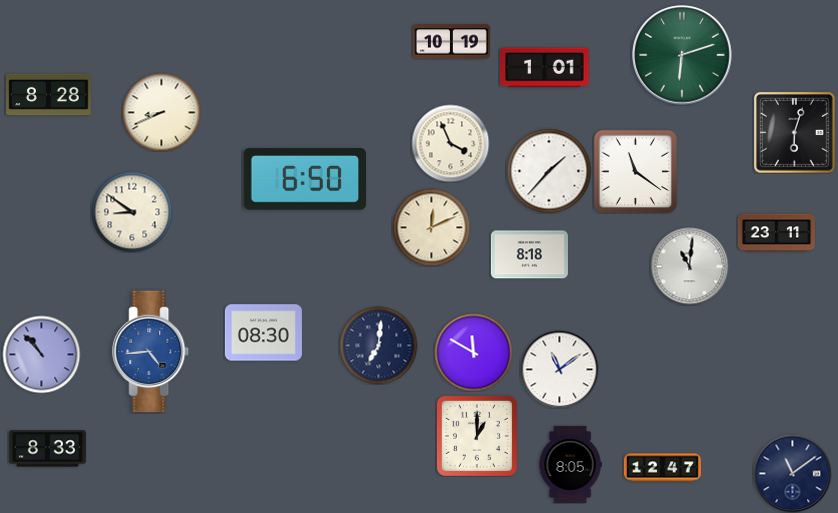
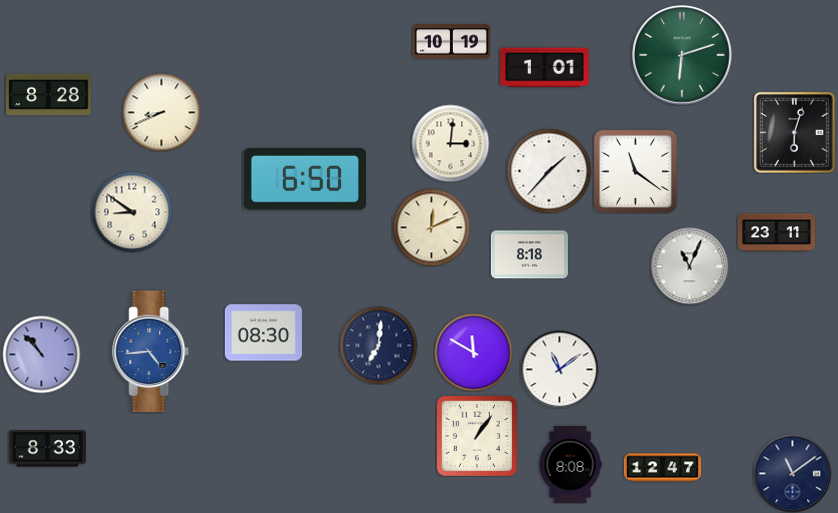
clock at (450, 143): 3:56 -> 3:01
clock at (689, 266): 11:01 -> 11:04
clock at (477, 436): 1:00 -> 1:06
clock at (570, 464): 8:05 -> 8:08
